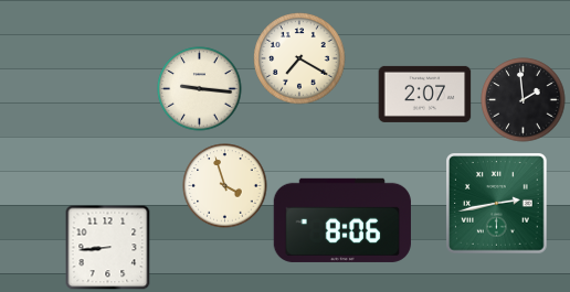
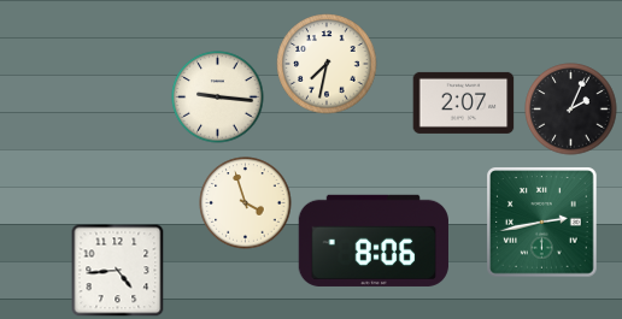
clock at (299, 58): 7:20 -> 7:32
clock at (524, 100): 1:59 -> 2:04
clock at (107, 247): 8:44 -> 4:44
